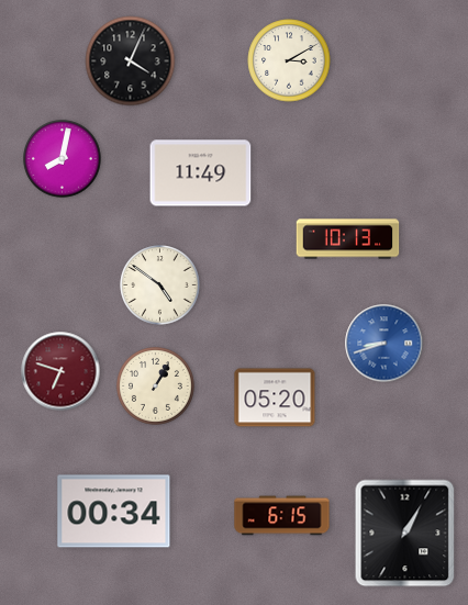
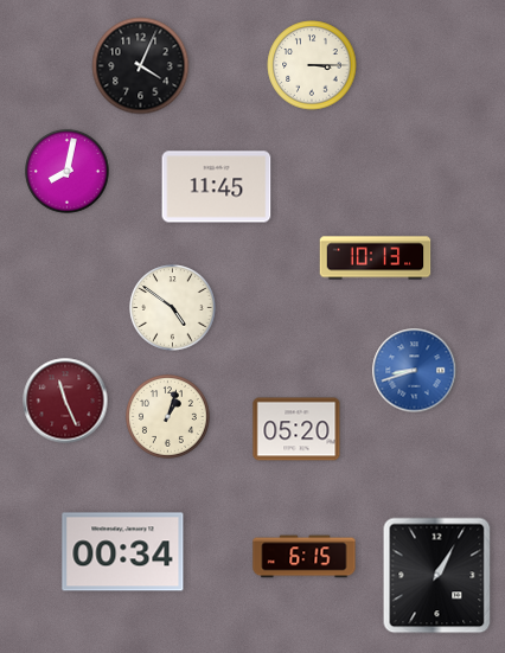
clock at (289, 60): 3:10 -> 3:15
clock at (201, 173): 11:49 -> 11:45
clock at (60, 371): 6:48 -> 11:26
clock at (156, 386): 1:05 -> 1:03
